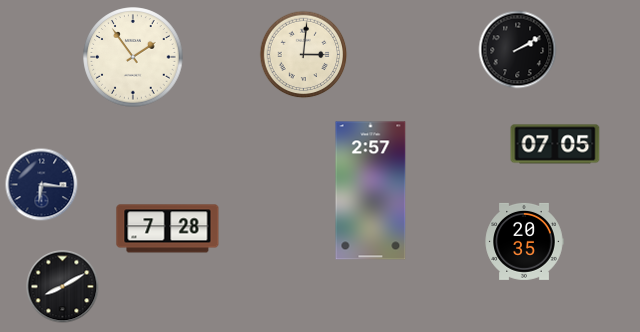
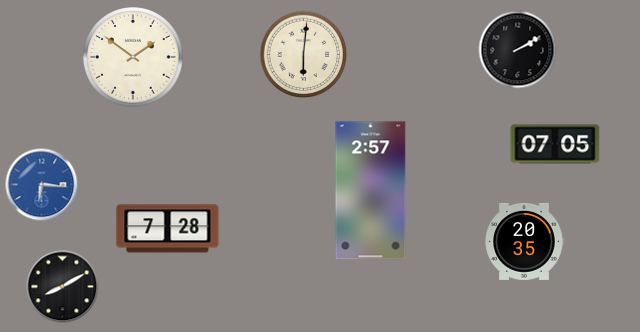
clock at (304, 55): 3:01 -> 6:01
clock at (133, 57): 1:54 -> 1:51
clock at (42, 185) dial: navy -> blue
